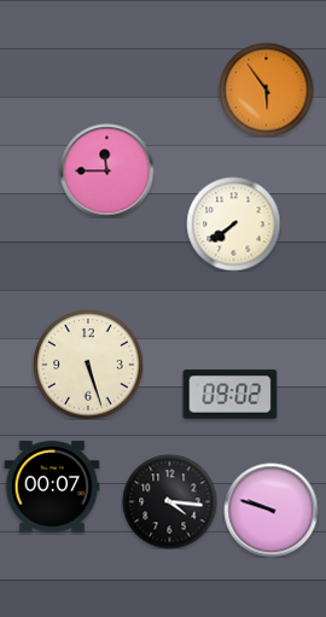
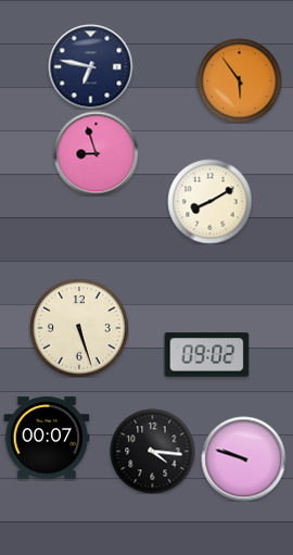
clock at (90, 66): none -> 6:47
clock at (106, 170): 11:45 -> 8:57
clock at (233, 223): 7:39 -> 8:10
